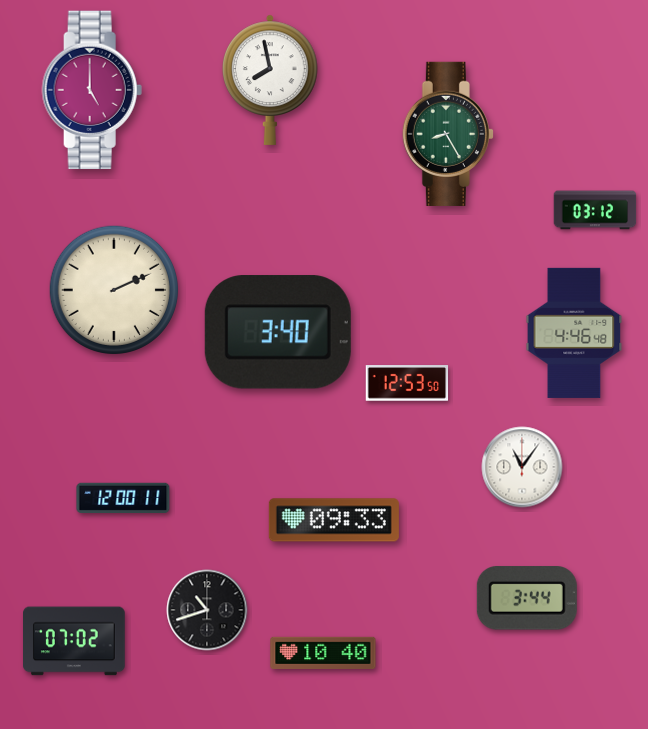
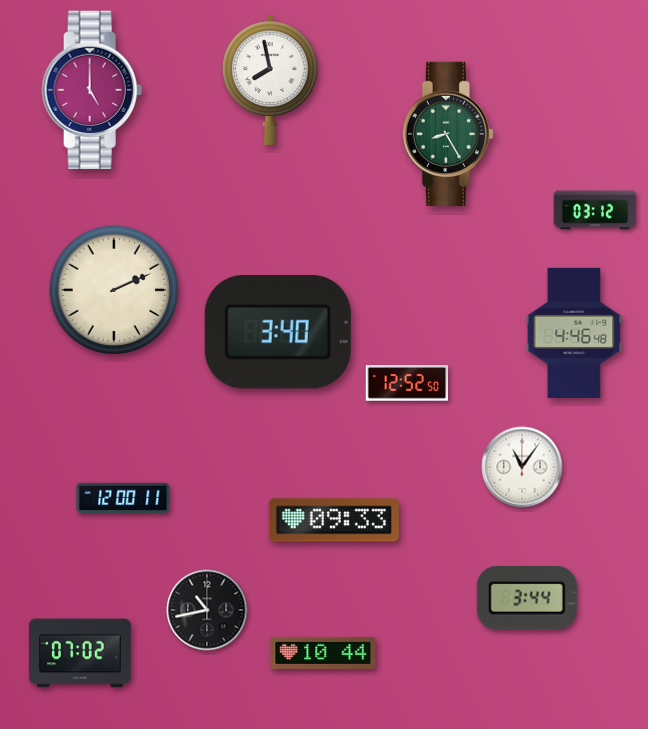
clock at (407, 383): 12:53 -> 12:52
clock at (207, 610): 10:42 -> 10:43
clock at (75, 641) position: (75, 641) -> (81, 653)
clock at (323, 652): 10:40 -> 10:44
